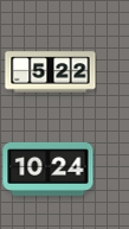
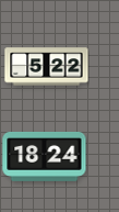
clock at (49, 168): 10:24 -> 18:24
